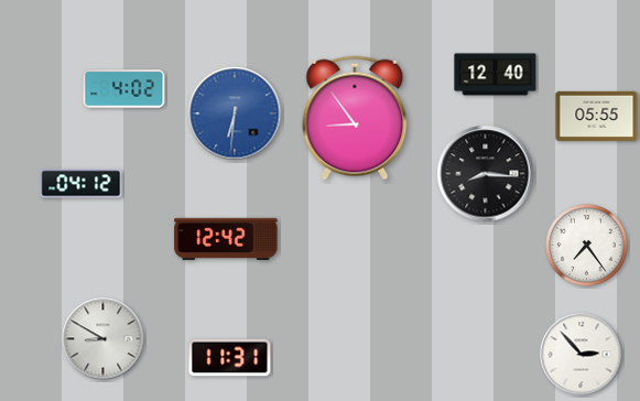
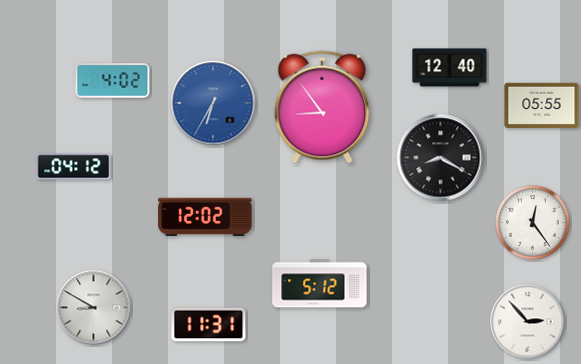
clock at (235, 113): 6:31 -> 6:35
clock at (486, 174): 8:16 -> 8:20
clock at (226, 239): 12:42 -> 12:02
clock at (587, 246): 7:24 -> 12:24
clock at (320, 284): none -> 5:12
